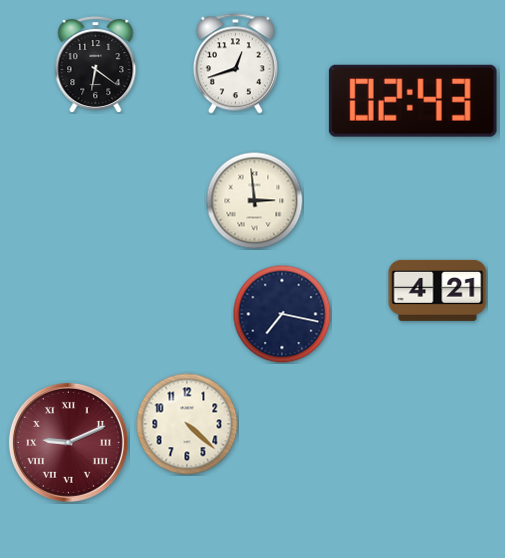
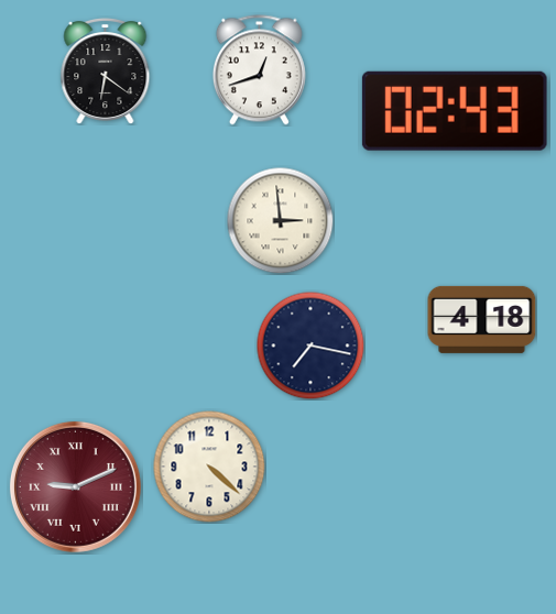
clock at (438, 290): 4:21 -> 4:18
clock at (187, 424) position: (187, 424) -> (209, 467)
